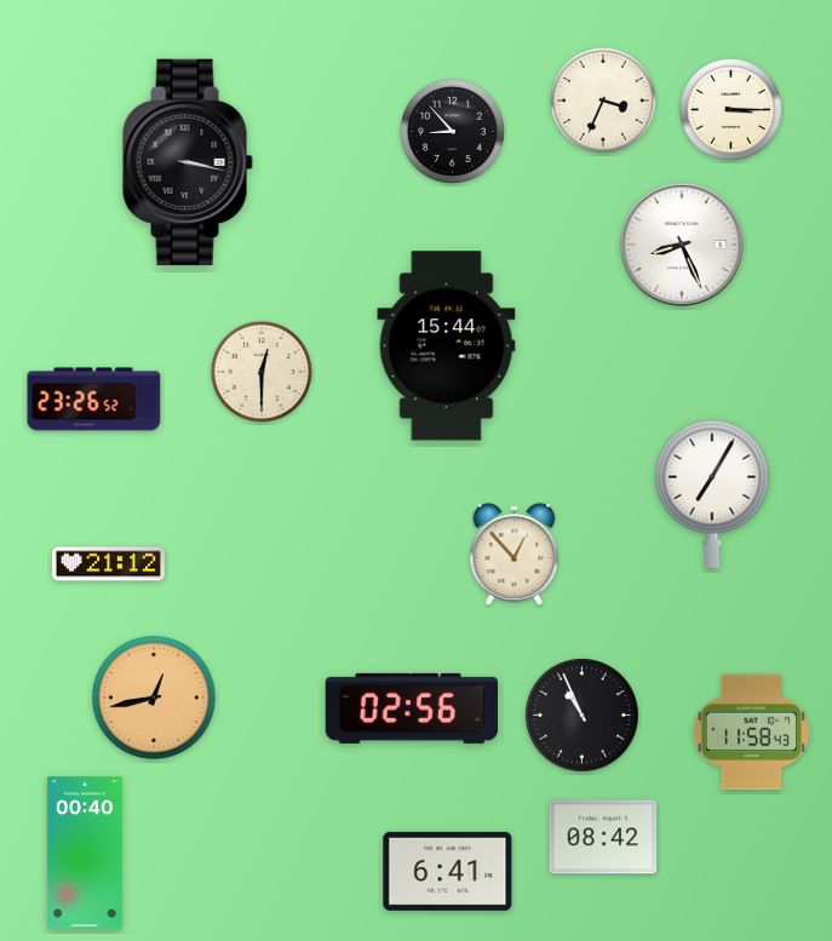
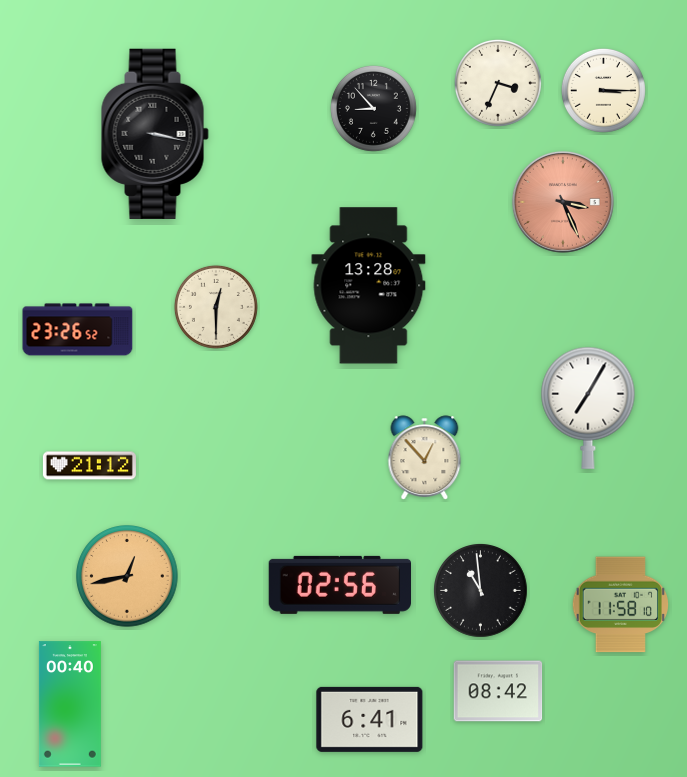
clock at (682, 245): 8:26 -> 3:26
clock at (682, 245) dial: white -> salmon
clock at (447, 346): 15:44 -> 13:28
clock at (583, 716): 10:56 -> 10:59
clock at (751, 733): 11:58:43 -> 11:58:10
